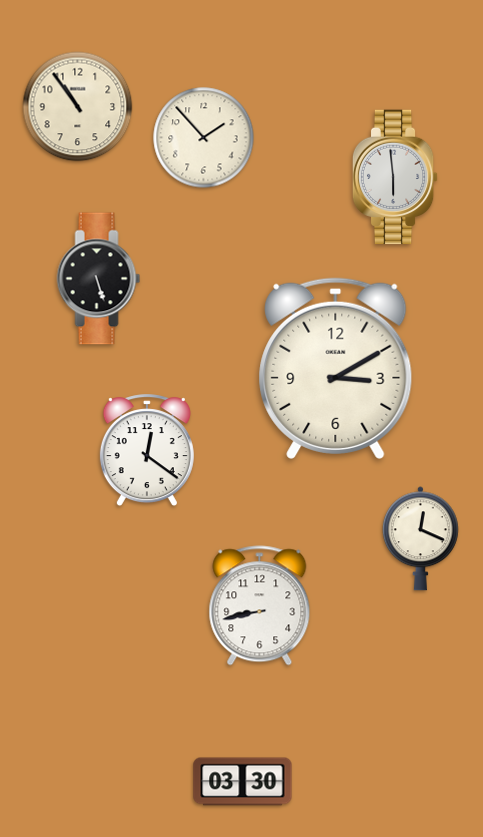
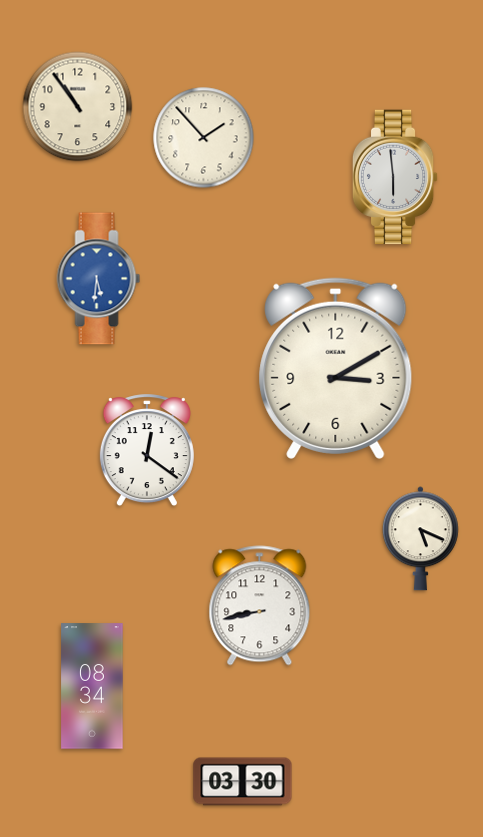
clock at (99, 279): 5:27 -> 5:31
clock at (99, 279) dial: black -> blue
clock at (420, 539): 12:19 -> 5:19
clock at (92, 686): none -> 08:34
